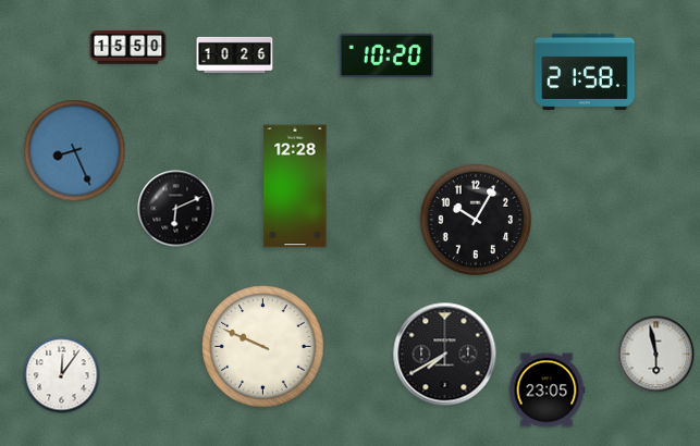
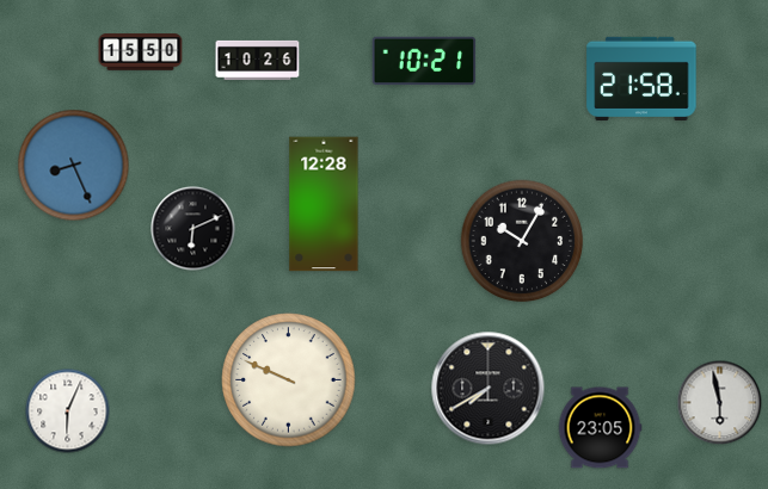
clock at (386, 55): 10:20 -> 10:21
clock at (75, 151) position: (75, 151) -> (74, 166)
clock at (656, 355) position: (656, 355) -> (720, 403)
clock at (62, 375): 12:06 -> 6:04
